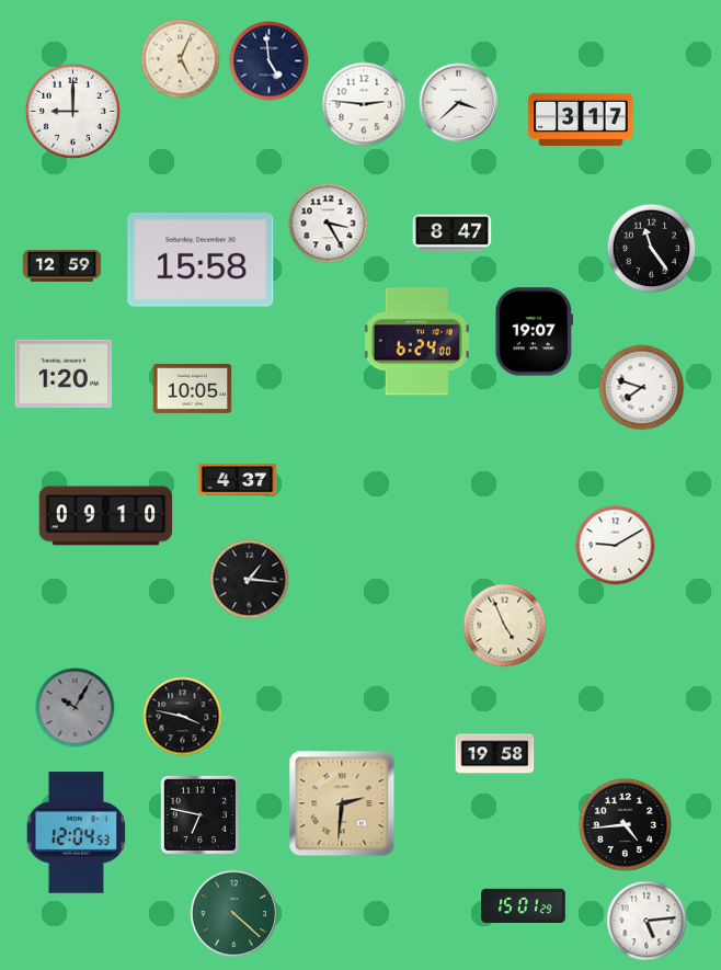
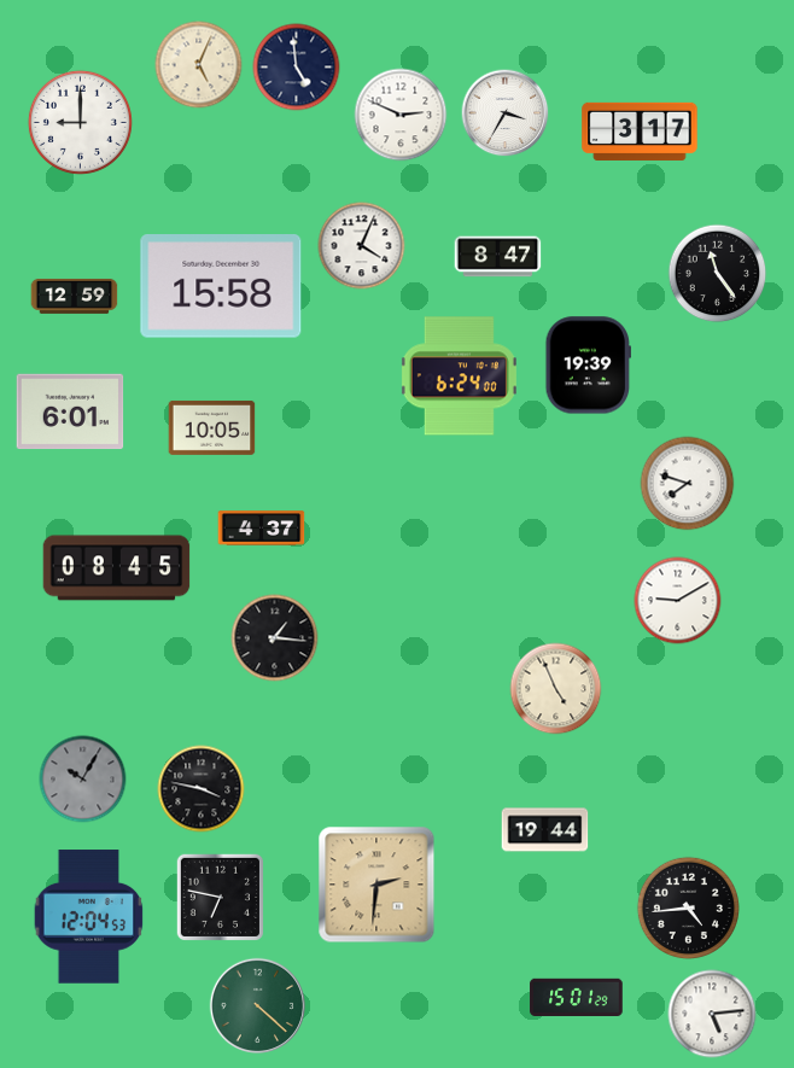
clock at (459, 103): 3:38 -> 3:35
clock at (364, 104): 2:46 -> 2:49
clock at (329, 224): 3:25 -> 4:04
clock at (62, 265) position: (62, 265) -> (75, 296)
clock at (534, 332): 19:07 -> 19:39
clock at (64, 374): 1:20 -> 6:01
clock at (642, 388) position: (642, 388) -> (688, 484)
clock at (106, 516): 09:10 -> 08:45
clock at (495, 754): 19:58 -> 19:44
clock at (77, 833) position: (77, 833) -> (89, 917)
